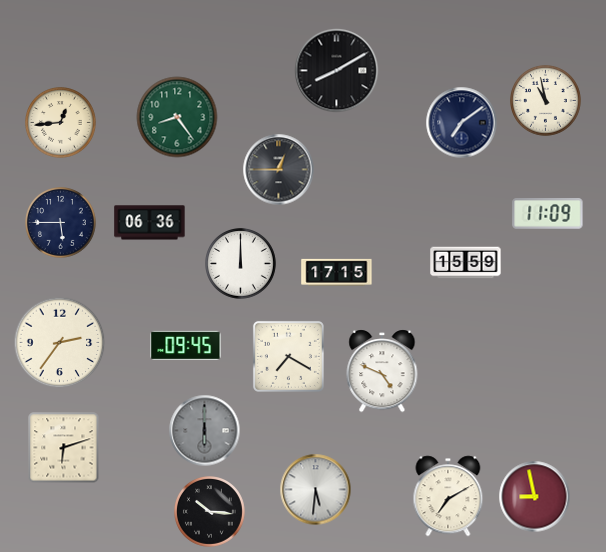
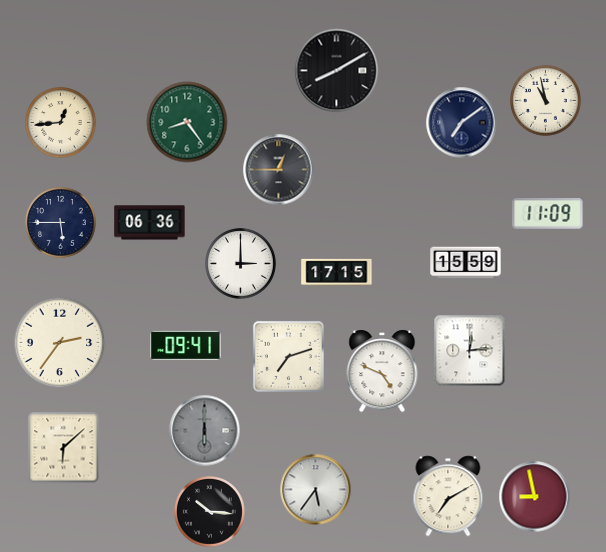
clock at (177, 117) position: (177, 117) -> (187, 122)
clock at (241, 264): 12:00 -> 3:00
clock at (186, 345): 09:45 -> 09:41
clock at (470, 351): none -> 12:14
clock at (288, 356): 7:20 -> 7:12
clock at (64, 448): 6:12 -> 6:08
clock at (316, 490): 5:31 -> 5:36
